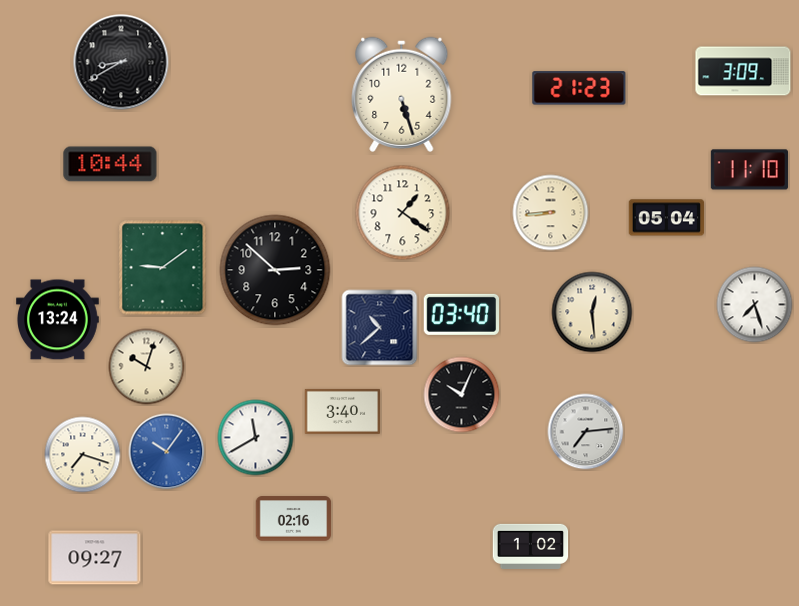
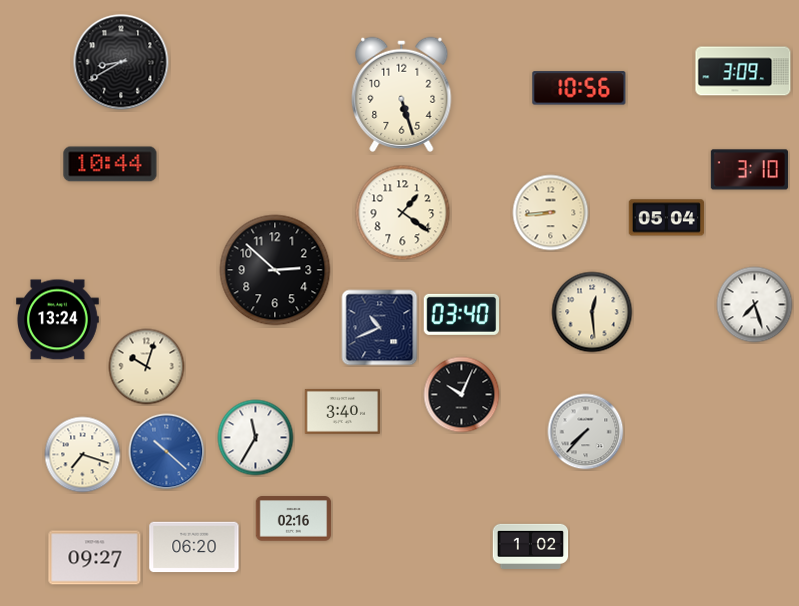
clock at (579, 88): 21:23 -> 10:56
clock at (749, 170): 11:10 -> 3:10
clock at (163, 268): 9:09 -> none
clock at (380, 328): 10:38 -> 10:41
clock at (586, 432): 7:14 -> 7:37
clock at (256, 438): 11:40 -> 11:35
clock at (167, 452): 10:06 -> 10:22
clock at (194, 547): none -> 06:20
